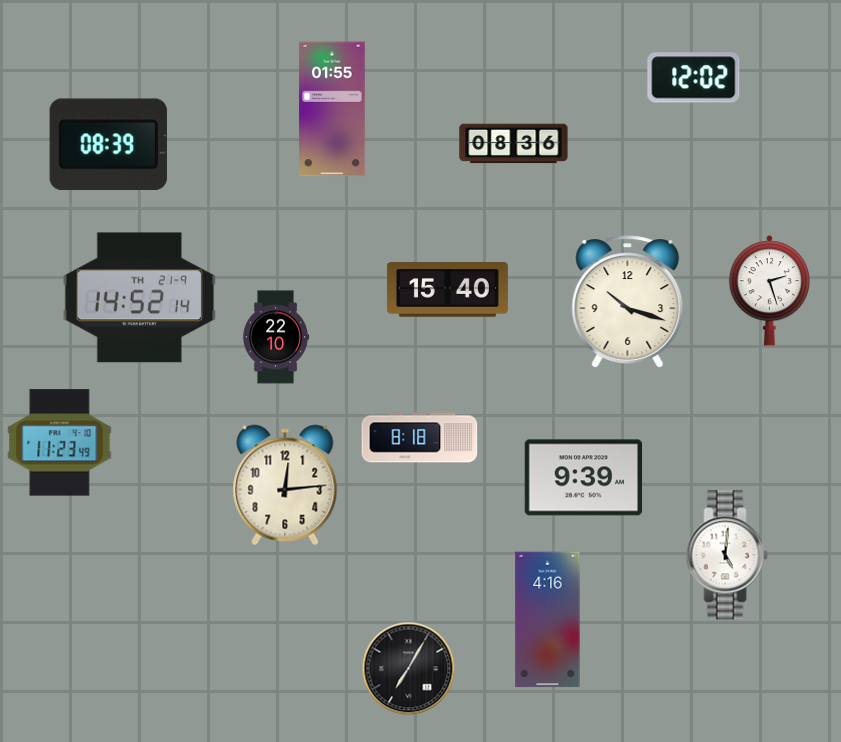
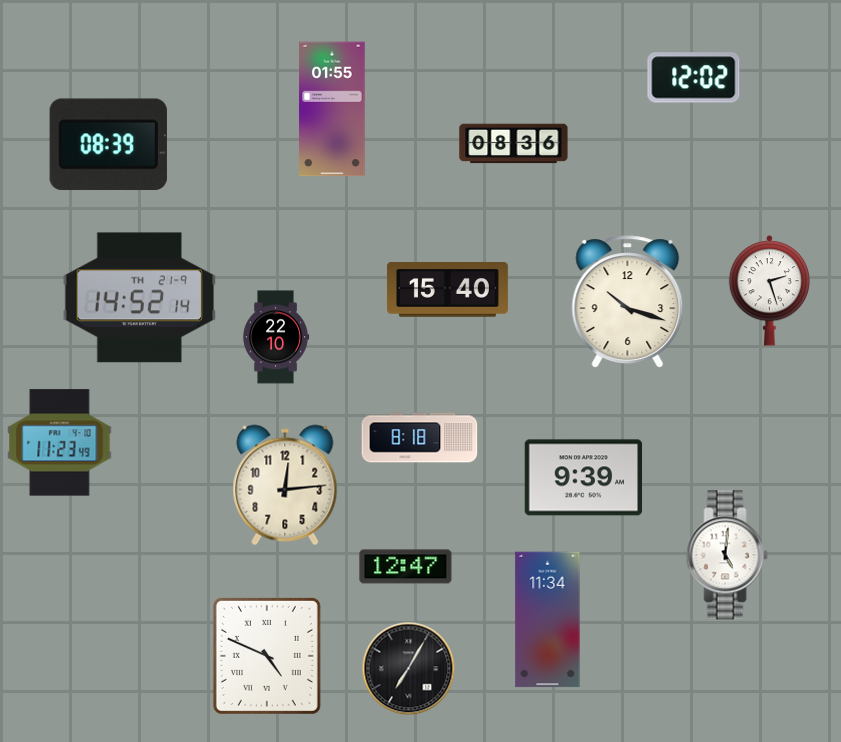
clock at (406, 567): none -> 12:47
clock at (548, 620): 4:16 -> 11:34
clock at (267, 656): none -> 4:49
